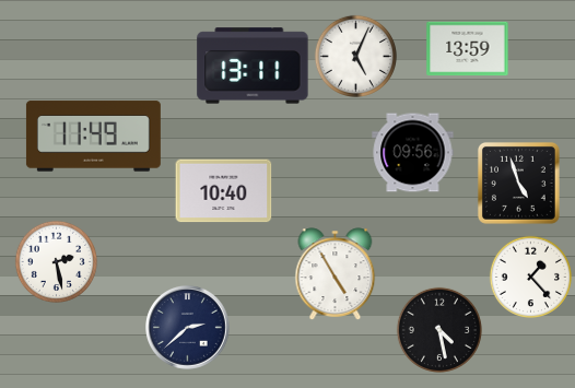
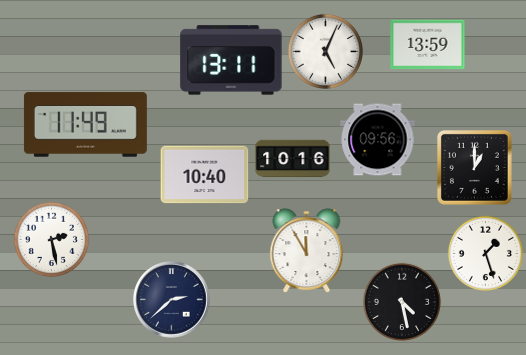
clock at (293, 159): none -> 10:16
clock at (518, 183): 4:57 -> 1:00
clock at (336, 274): 4:55 -> 11:55
clock at (530, 277): 1:23 -> 1:27
